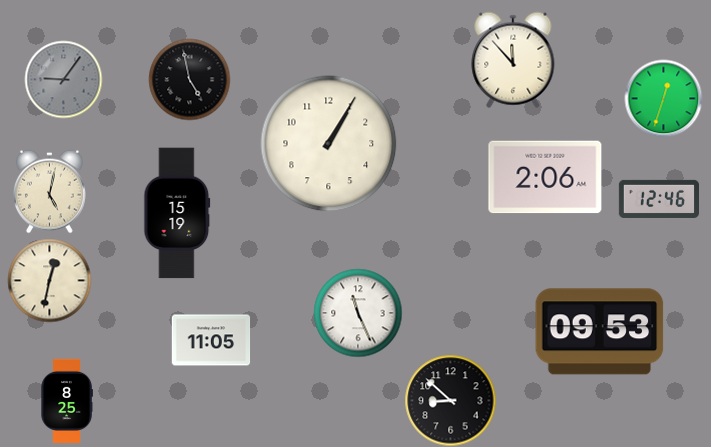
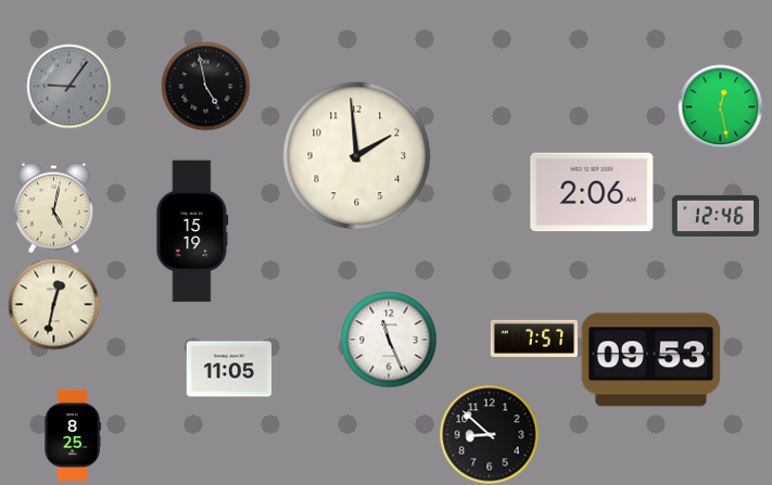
clock at (513, 60): 11:53 -> none
clock at (663, 98): 12:33 -> 12:28
clock at (329, 144): 1:05 -> 1:59
clock at (533, 339): none -> 7:57
